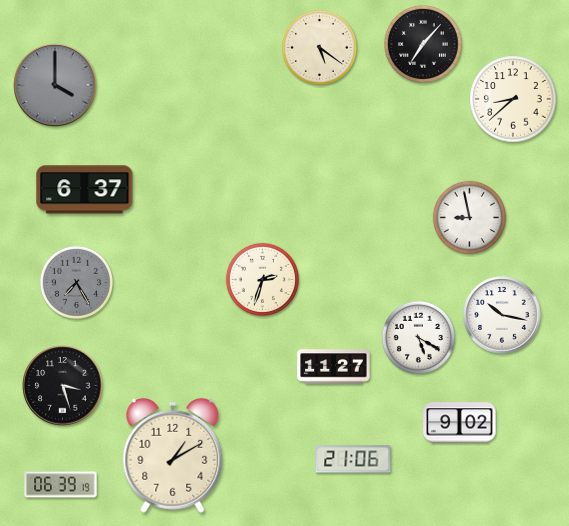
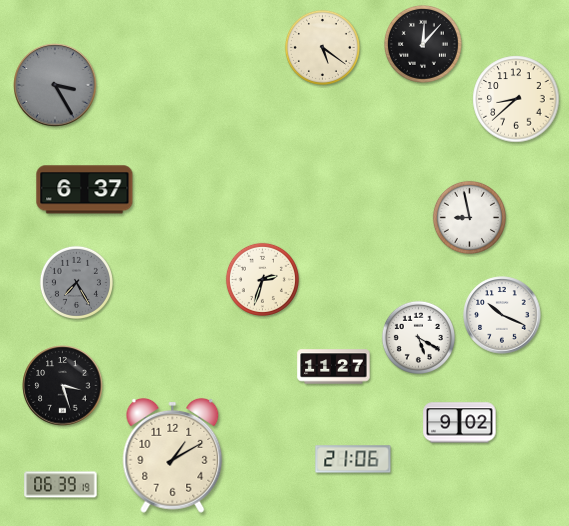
clock at (423, 44): 7:07 -> 12:07
clock at (319, 47) position: (319, 47) -> (322, 47)
clock at (55, 85): 4:00 -> 3:25
clock at (513, 99) position: (513, 99) -> (516, 99)
clock at (502, 315): 10:17 -> 10:19
